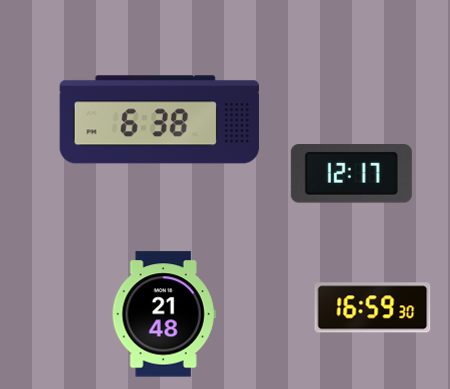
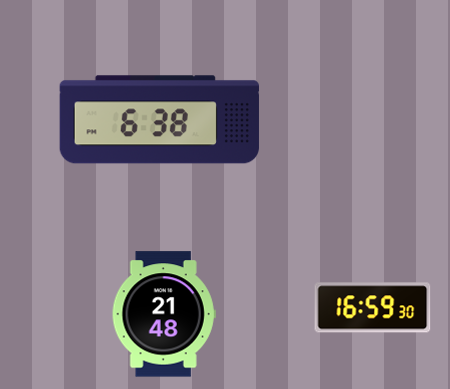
clock at (351, 174): 12:17 -> none
